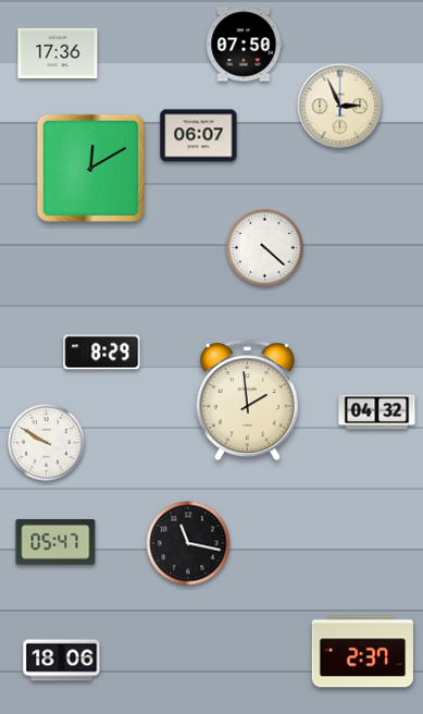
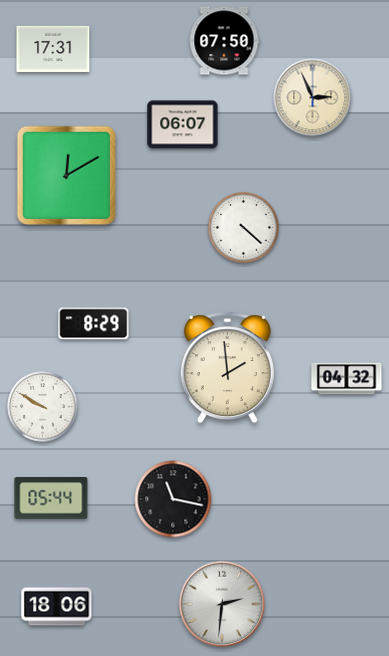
clock at (58, 53): 17:36 -> 17:31
clock at (90, 168) position: (90, 168) -> (66, 175)
clock at (55, 542): 05:47 -> 05:44
clock at (362, 652): 2:37 -> none
clock at (222, 604): none -> 2:31
